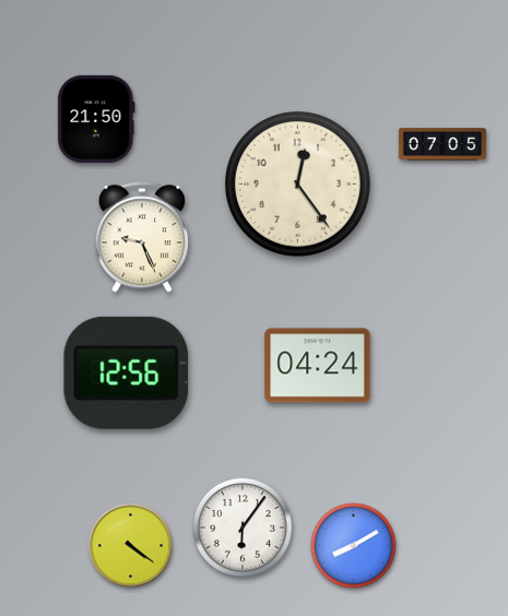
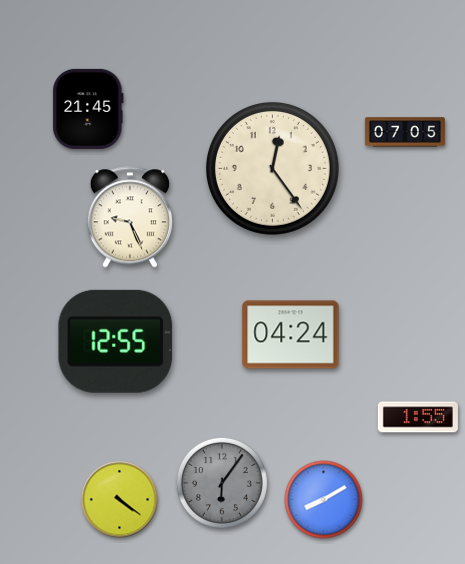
clock at (96, 119): 21:50 -> 21:45
clock at (127, 372): 12:56 -> 12:55
clock at (418, 417): none -> 1:55
clock at (243, 528) dial: white -> grey
